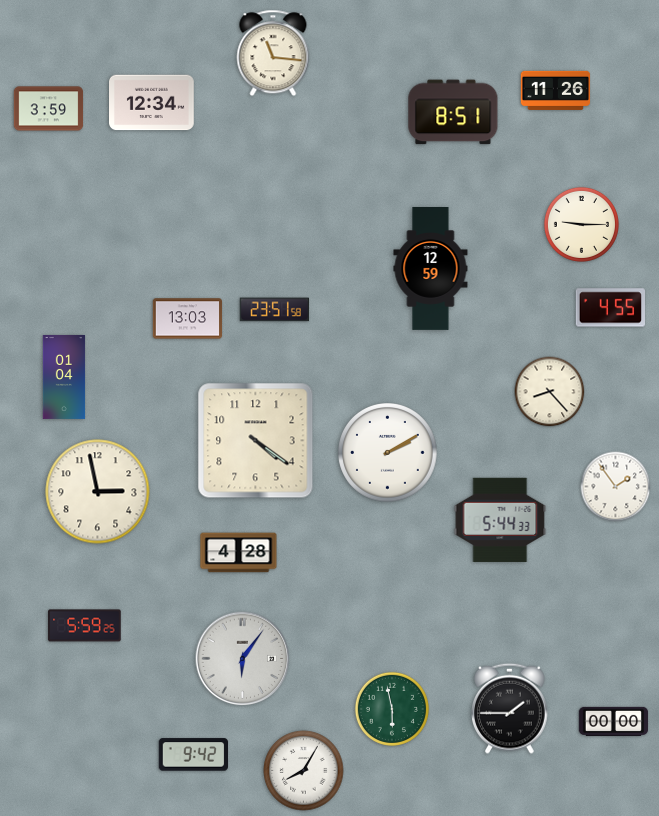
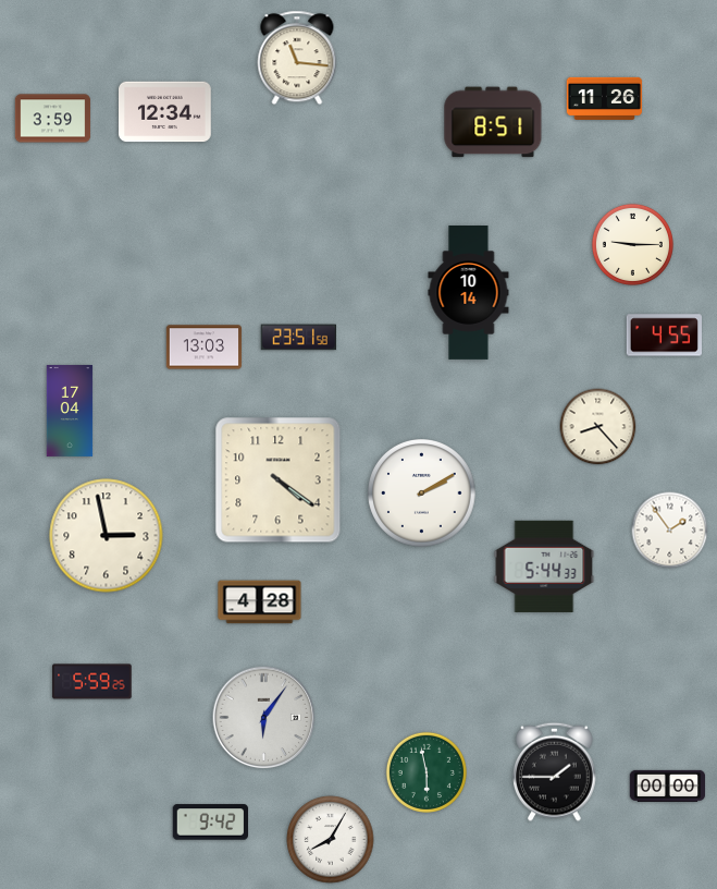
clock at (431, 269): 12:59 -> 10:14
clock at (64, 377): 01:04 -> 17:04
